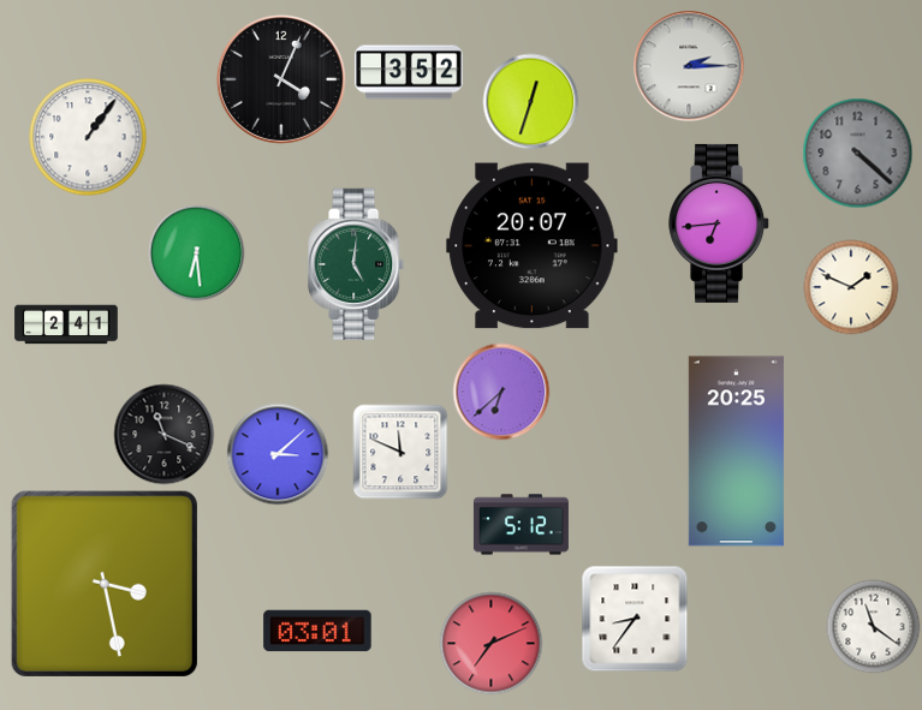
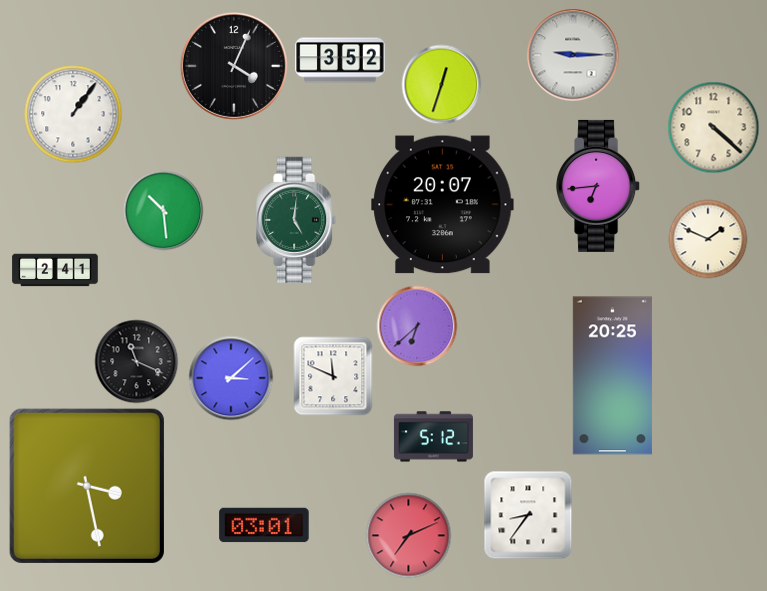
clock at (689, 66): 2:15 -> 9:15
clock at (857, 153) dial: grey -> cream
clock at (196, 252): 6:29 -> 10:29
clock at (873, 626): 11:21 -> none
